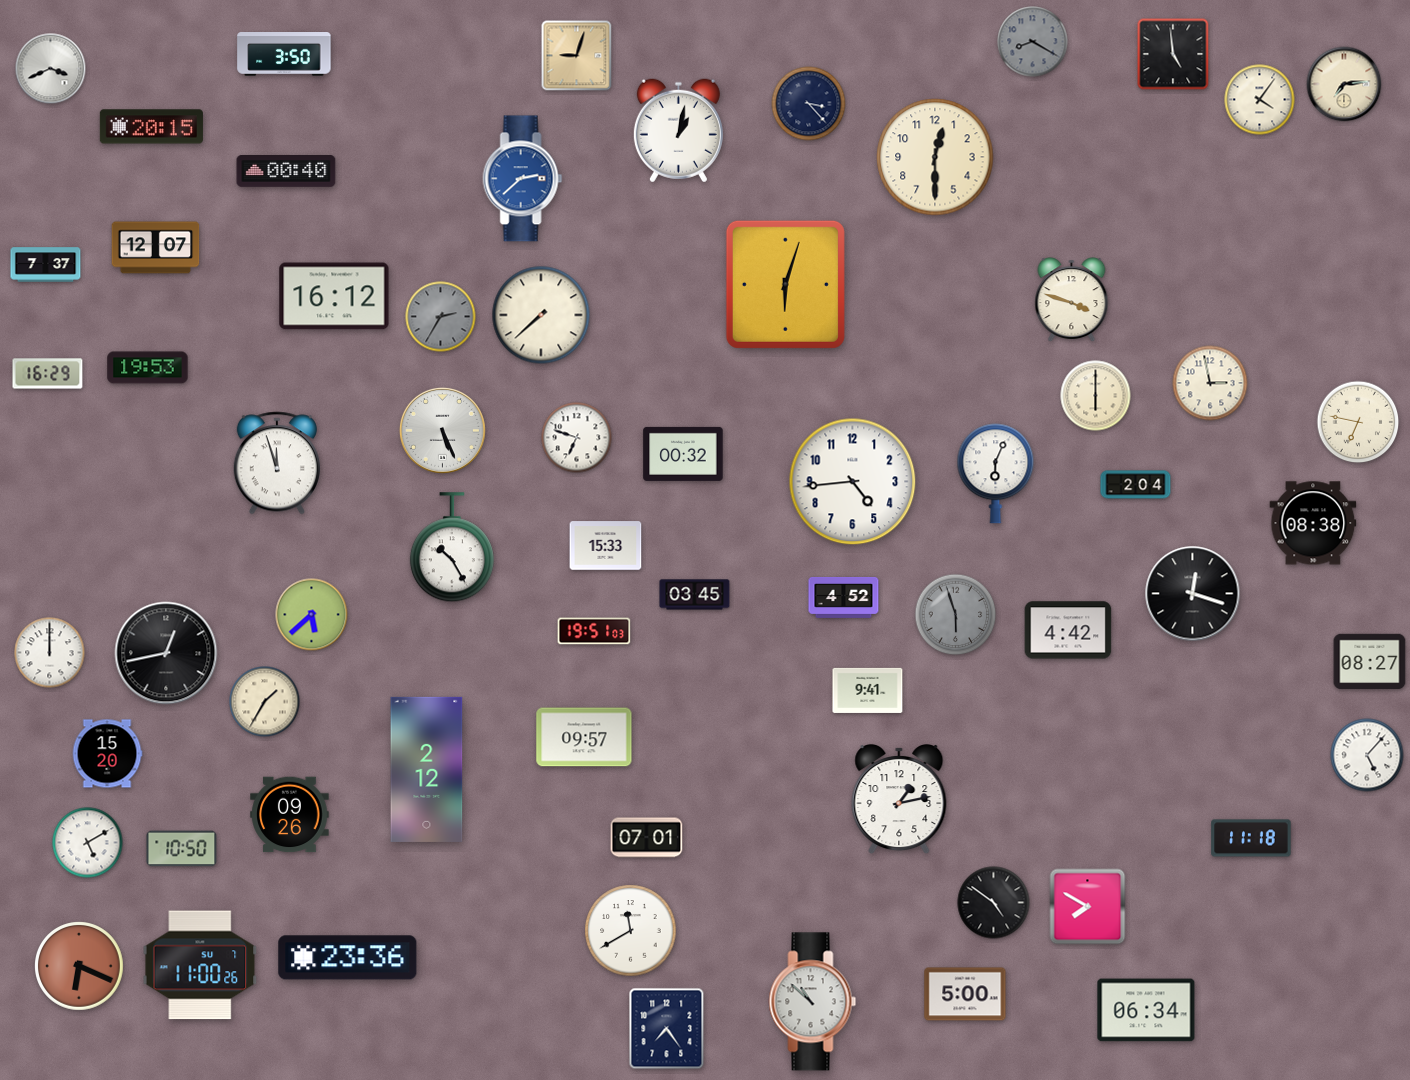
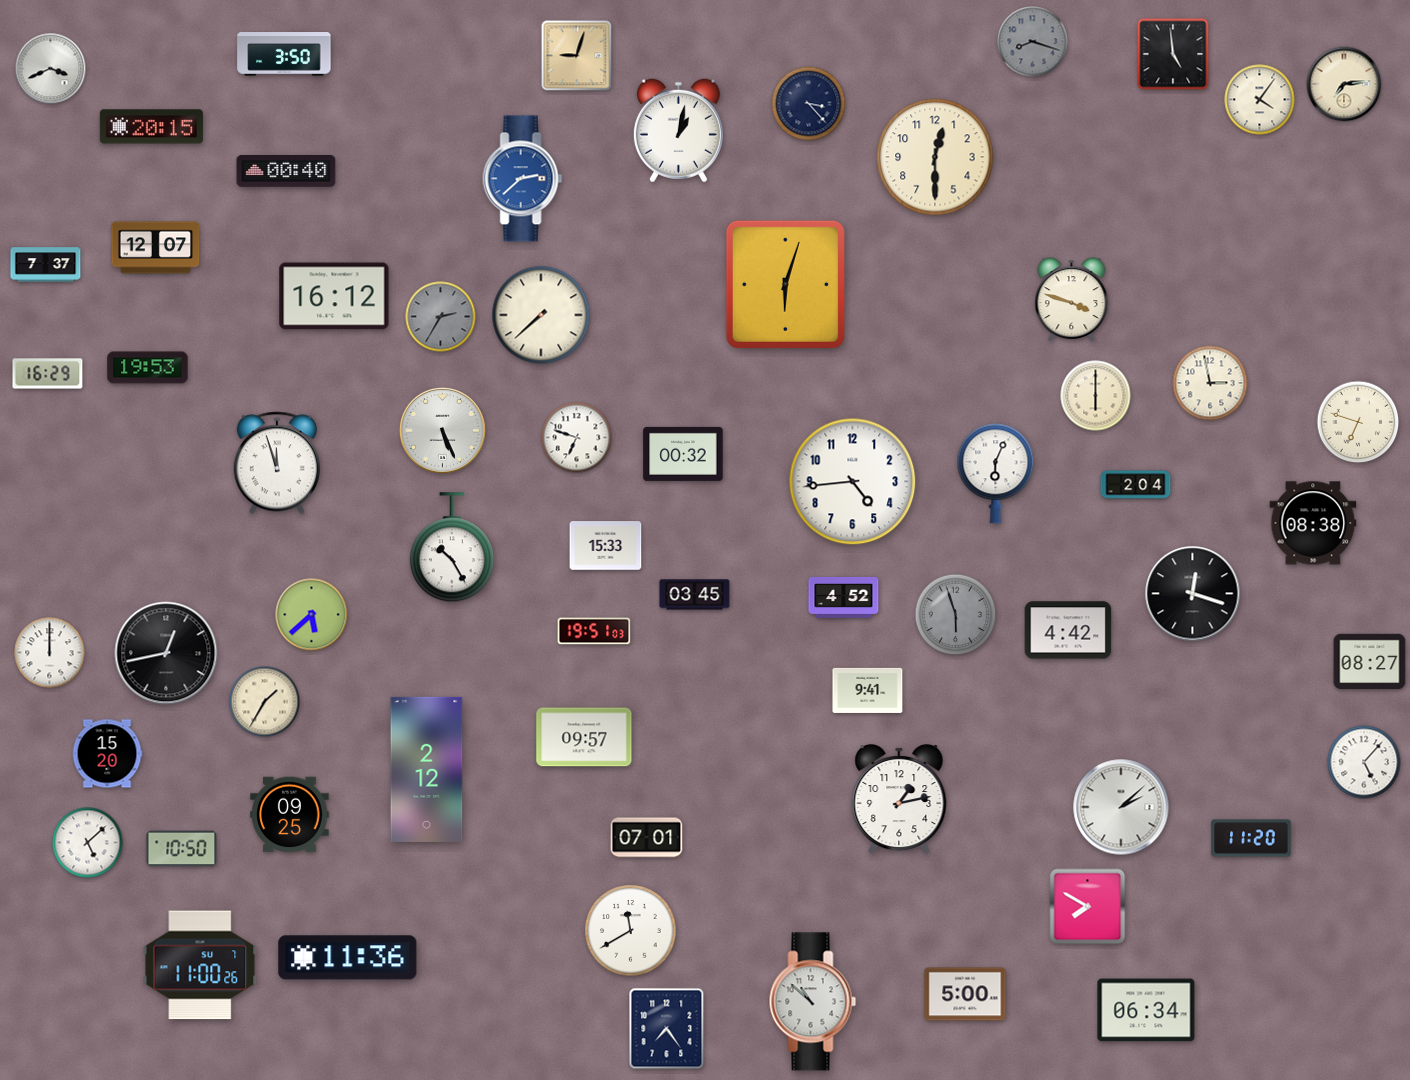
clock at (1033, 42): 8:20 -> 8:18
clock at (1358, 422): 6:47 -> 6:48
clock at (1367, 755) position: (1367, 755) -> (1364, 762)
clock at (1121, 807): none -> 2:08
clock at (290, 815): 09:26 -> 09:25
clock at (1251, 838): 11:18 -> 11:20
clock at (88, 843): 5:10 -> 5:08
clock at (994, 903): 4:51 -> none
clock at (348, 958): 23:36 -> 11:36
clock at (79, 966): 6:19 -> none
